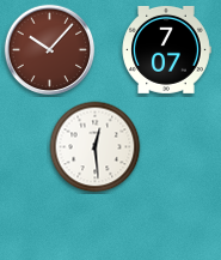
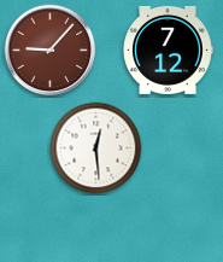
clock at (166, 49): 7:07 -> 7:12
clock at (50, 50): 10:07 -> 9:07
